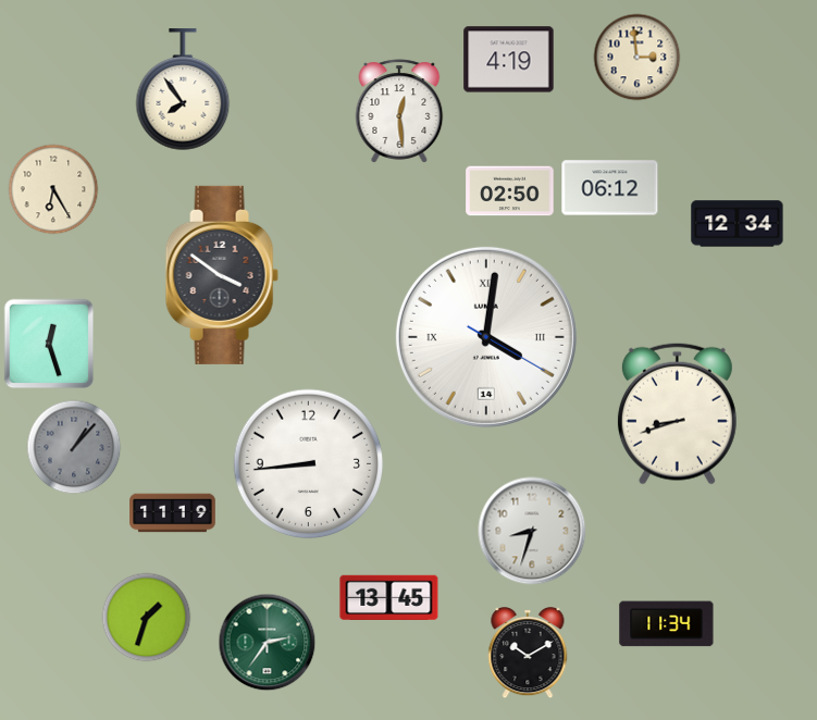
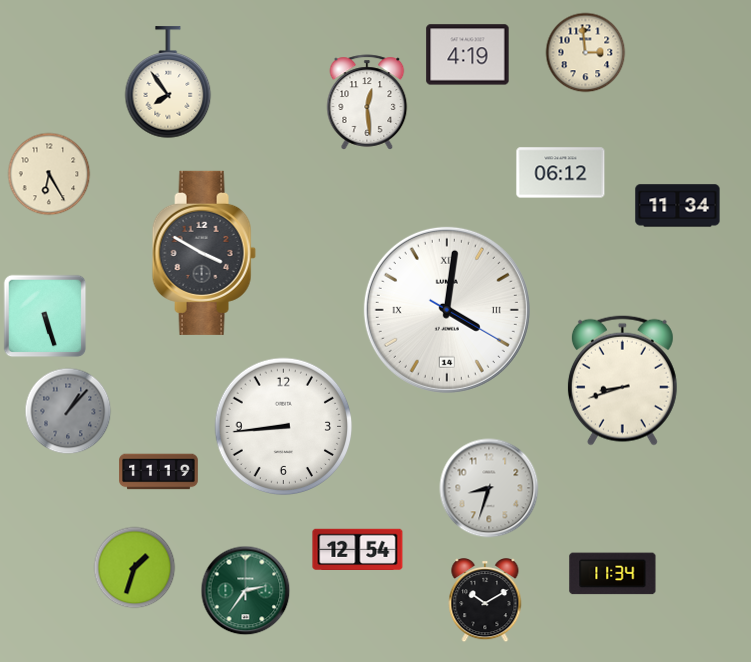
clock at (510, 191): 02:50 -> none
clock at (738, 224): 12:34 -> 11:34
clock at (222, 275): 3:51 -> 3:50
clock at (49, 344): 12:27 -> 5:27
clock at (389, 598): 13:45 -> 12:54
